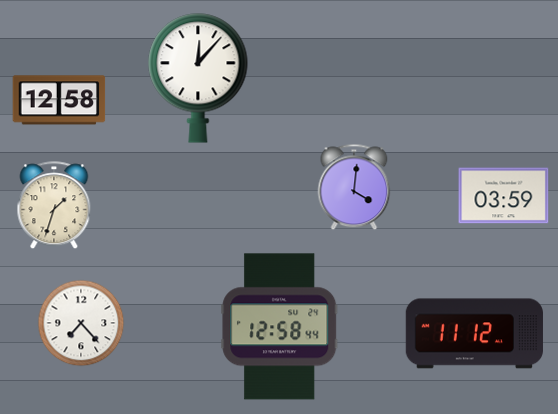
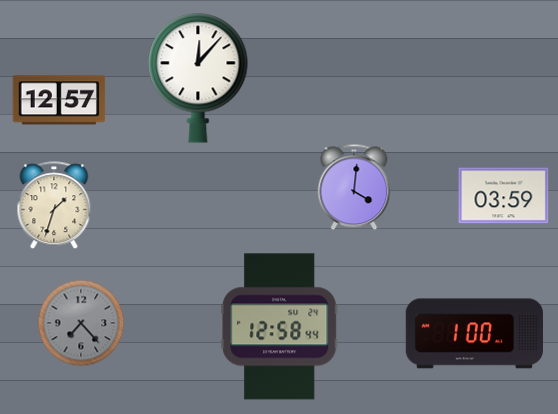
clock at (59, 100): 12:58 -> 12:57
clock at (81, 323) dial: white -> grey
clock at (474, 334): 11:12 -> 1:00
